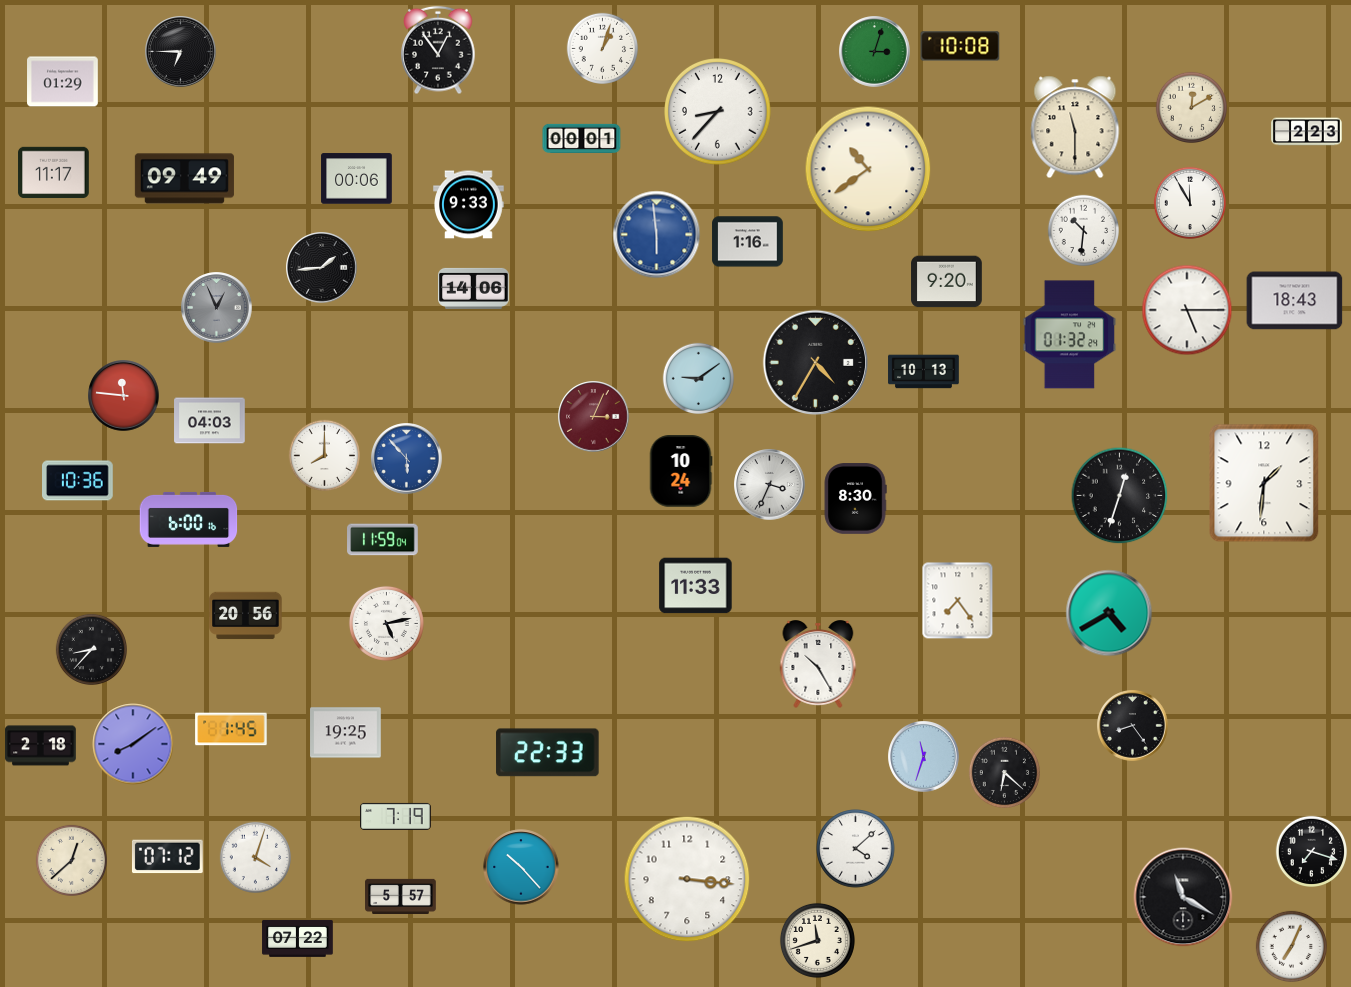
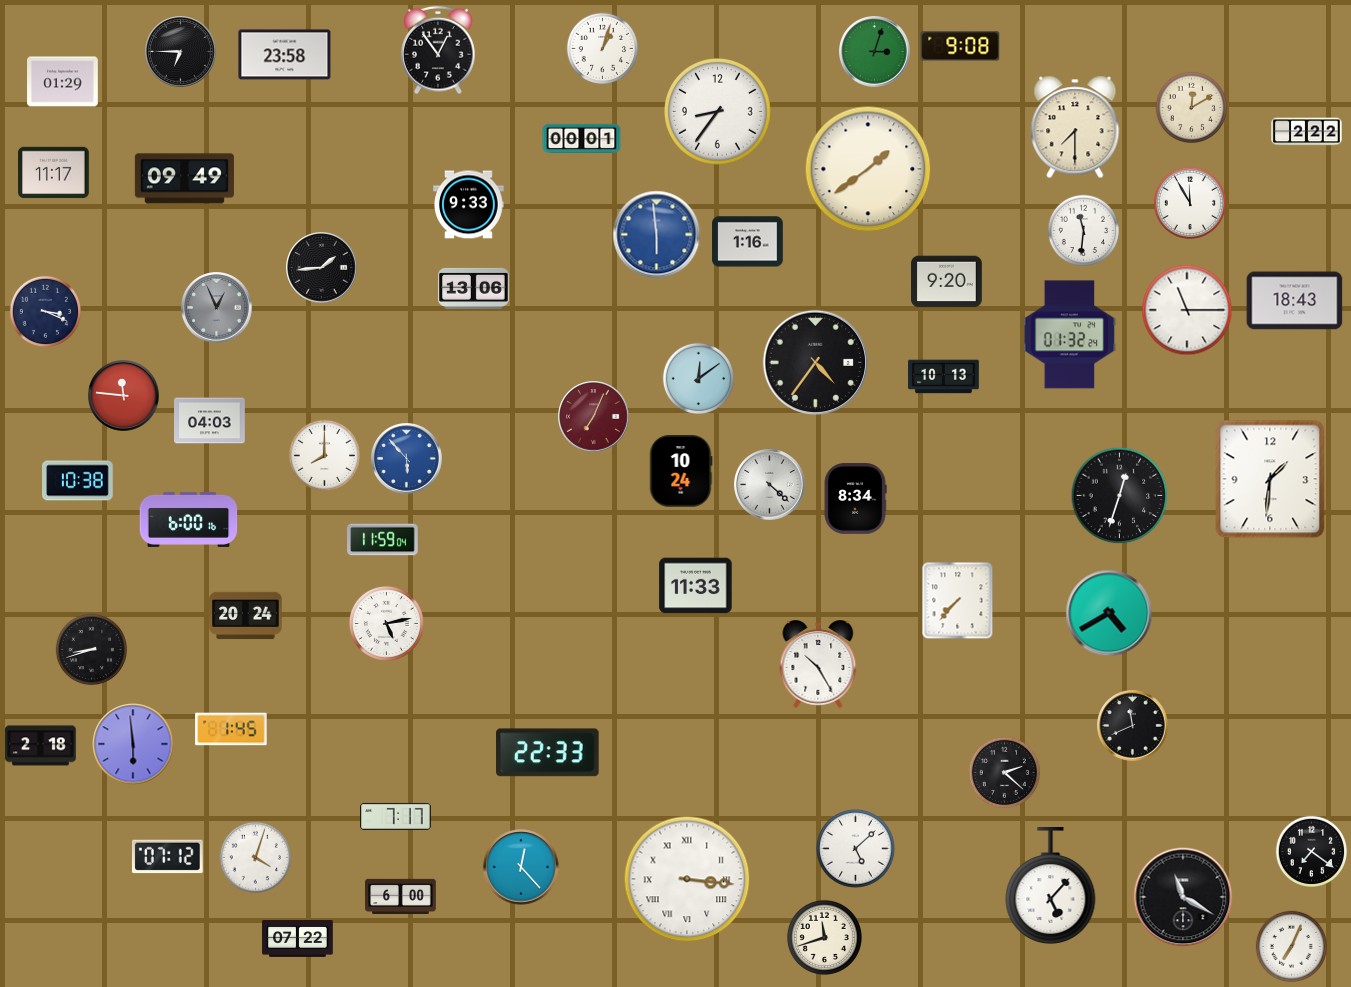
clock at (960, 46): 10:08 -> 9:08
clock at (285, 55): none -> 23:58
clock at (718, 112): 8:37 -> 8:36
clock at (1075, 127): 11:30 -> 7:30
clock at (1307, 132): 2:23 -> 2:22
clock at (868, 169): 10:39 -> 1:39
clock at (357, 179): 00:06 -> none
clock at (1083, 230): 10:31 -> 11:31
clock at (474, 288): 14:06 -> 13:06
clock at (1187, 310): 5:15 -> 11:15
clock at (45, 311): none -> 3:19
clock at (815, 362): 4:35 -> 4:36
clock at (924, 372) position: (924, 372) -> (944, 377)
clock at (698, 378): 9:09 -> 12:09
clock at (594, 417): 3:04 -> 7:04
clock at (78, 481): 10:36 -> 10:38
clock at (1264, 483) position: (1264, 483) -> (1270, 479)
clock at (770, 485): 3:34 -> 4:22
clock at (855, 499): 8:30 -> 8:34
clock at (958, 601): 7:24 -> 7:37
clock at (246, 616): 20:56 -> 20:24
clock at (91, 649): 8:37 -> 8:42
clock at (1133, 726): 8:24 -> 11:41
clock at (346, 733): 19:25 -> none
clock at (133, 744): 8:09 -> 5:59
clock at (924, 757): 11:33 -> none
clock at (1004, 772): 6:22 -> 2:22
clock at (396, 816): 7:19 -> 7:17
clock at (856, 849): 4:08 -> 5:08
clock at (1311, 851): 7:18 -> 7:21
clock at (71, 860): 12:38 -> none
clock at (521, 867): 10:23 -> 12:23
clock at (687, 879) numerals: Arabic -> Roman
clock at (1051, 887): none -> 5:07
clock at (401, 896): 5:57 -> 6:00
clock at (817, 940) position: (817, 940) -> (824, 937)
